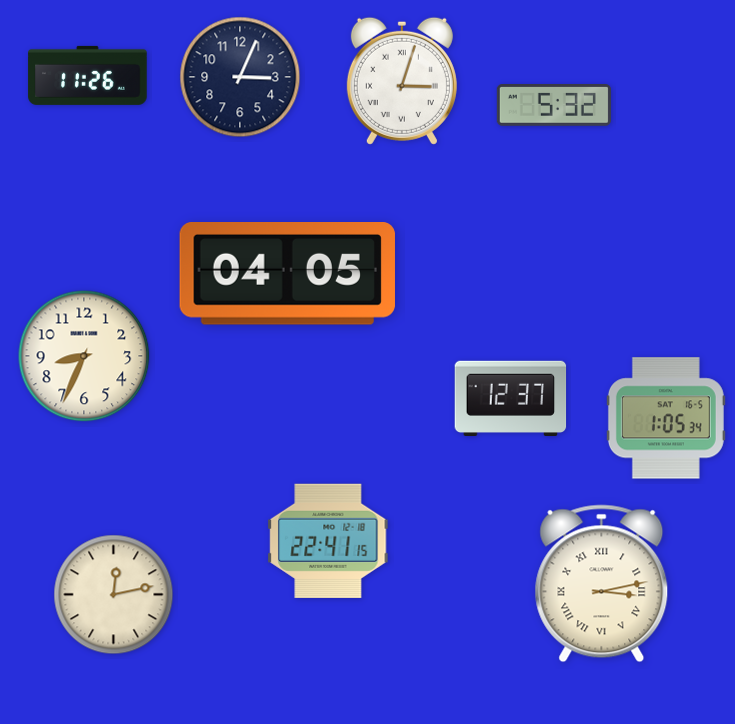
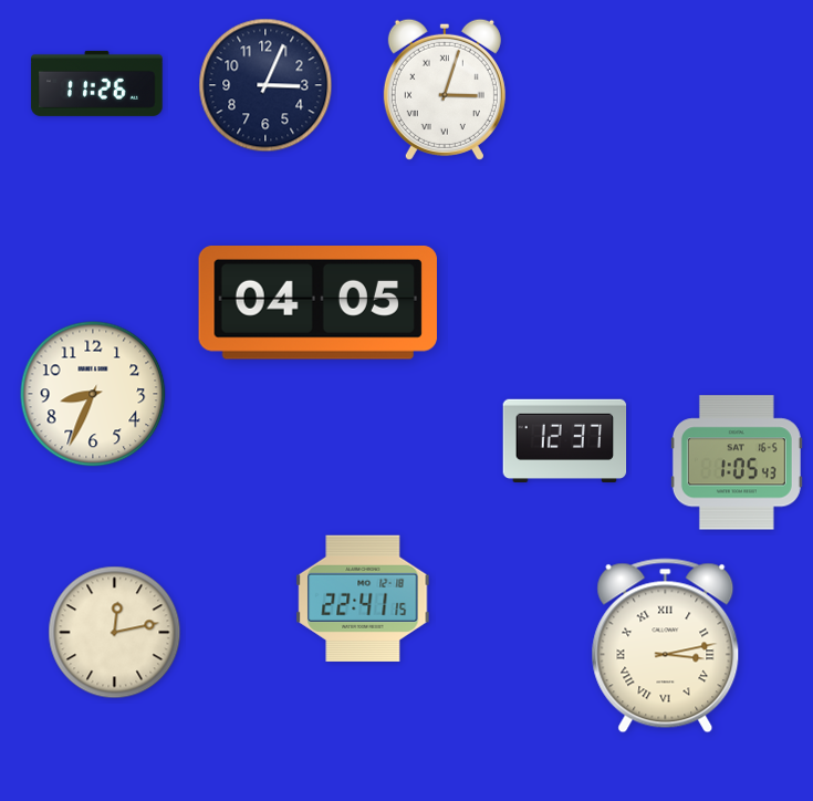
clock at (554, 106): 5:32 -> none
clock at (666, 418): 1:05:34 -> 1:05:43
clock at (114, 595) position: (114, 595) -> (115, 633)
